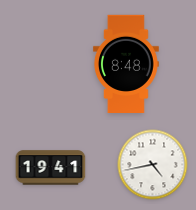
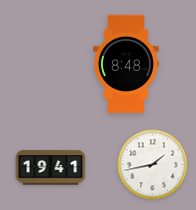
clock at (153, 165): 4:43 -> 1:43
